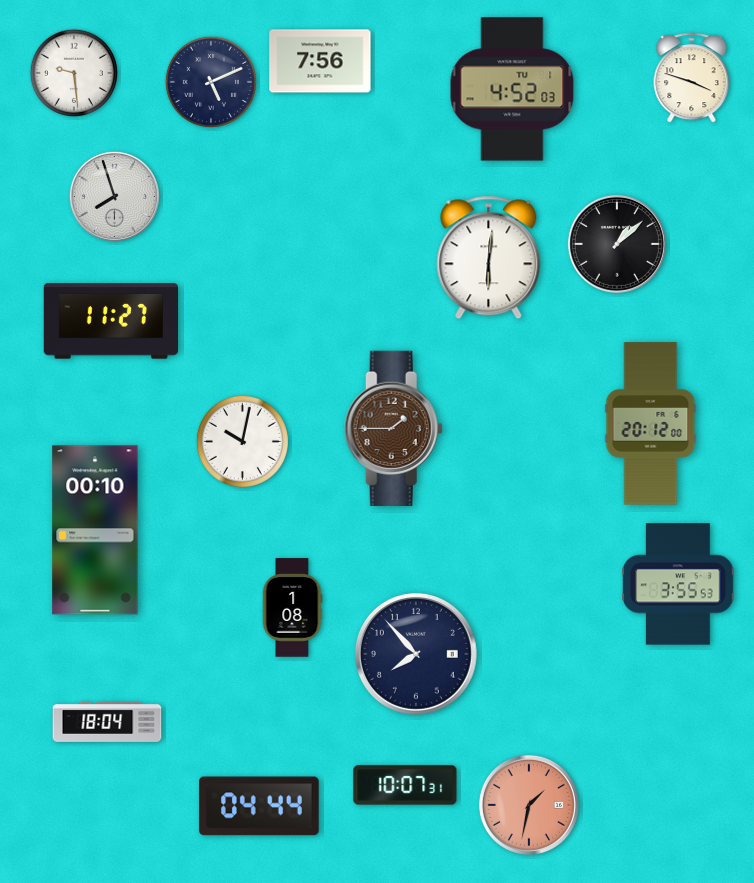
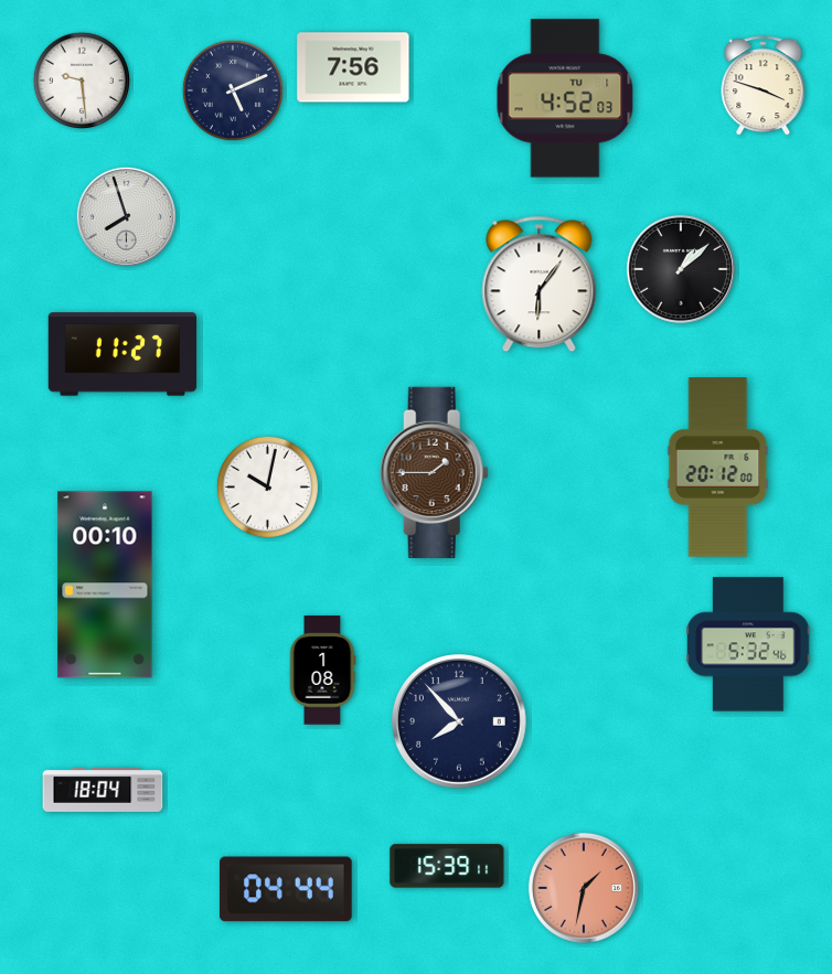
clock at (489, 258): 6:01 -> 6:06
clock at (678, 584): 3:55 -> 5:32
clock at (107, 722) position: (107, 722) -> (103, 790)
clock at (405, 785): 10:07 -> 15:39
